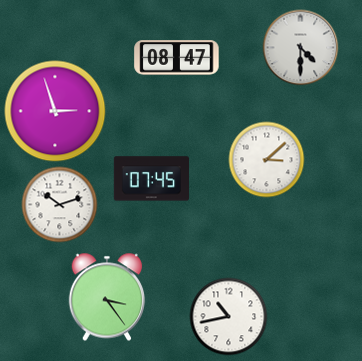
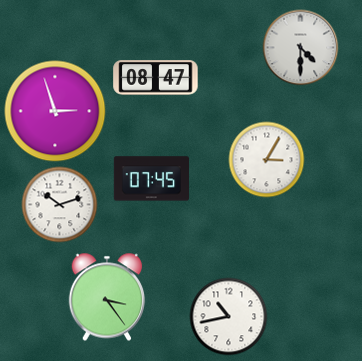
clock at (177, 58) position: (177, 58) -> (156, 78)
clock at (267, 160): 3:08 -> 3:05
